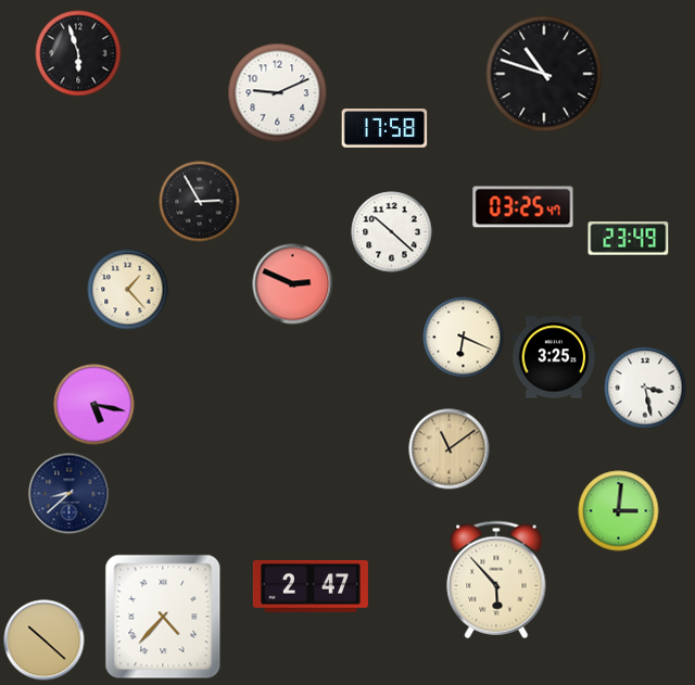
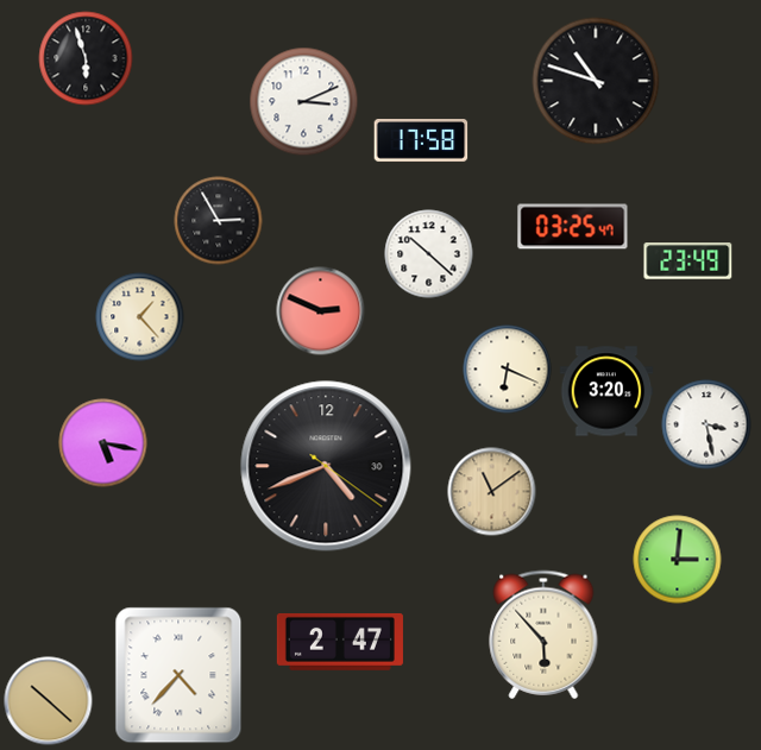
clock at (278, 93): 9:11 -> 3:11
clock at (554, 357): 3:25 -> 3:20
clock at (326, 466): none -> 4:41
clock at (69, 494): 8:38 -> none
